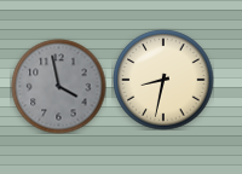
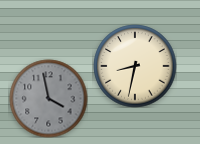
clock at (58, 86) position: (58, 86) -> (48, 98)
